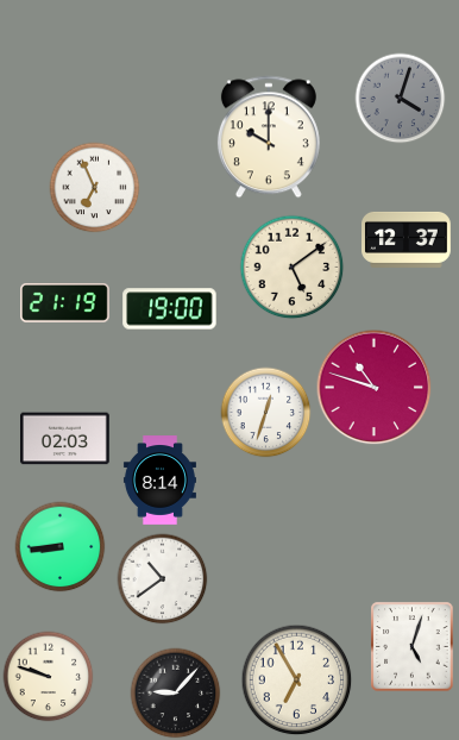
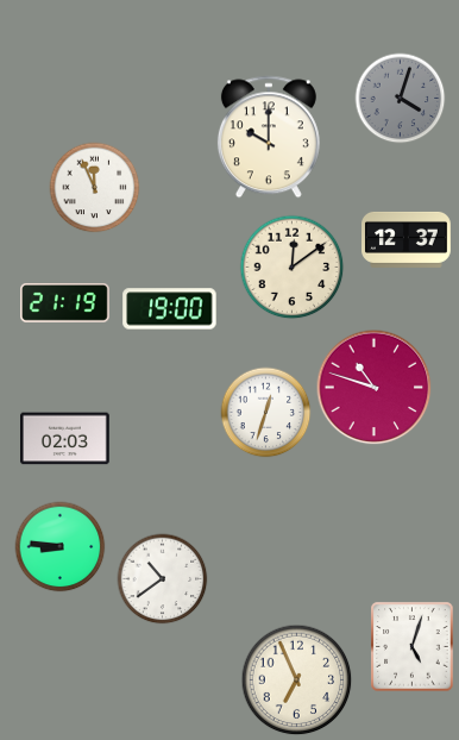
clock at (95, 188): 6:56 -> 11:56
clock at (293, 268): 5:09 -> 12:09
clock at (159, 481): 8:14 -> none
clock at (61, 547): 8:44 -> 8:46
clock at (49, 677): 9:48 -> none
clock at (297, 681): 6:55 -> 6:56
clock at (176, 694): 9:07 -> none
